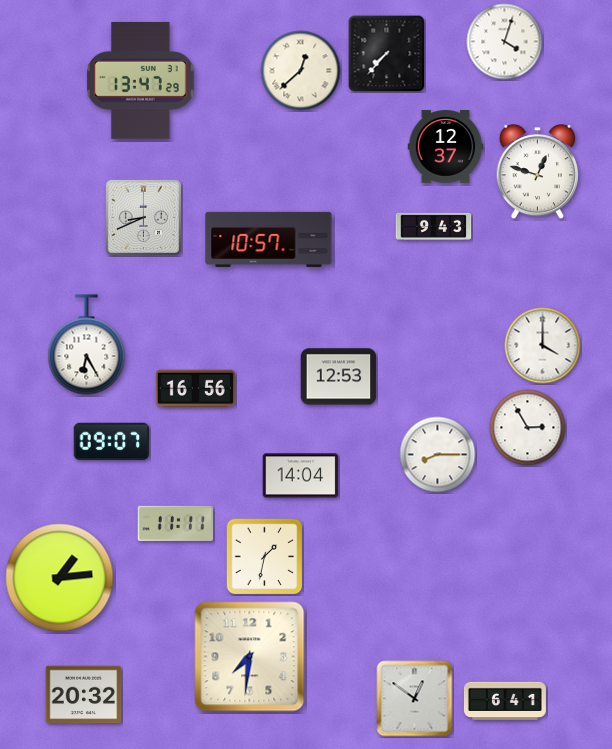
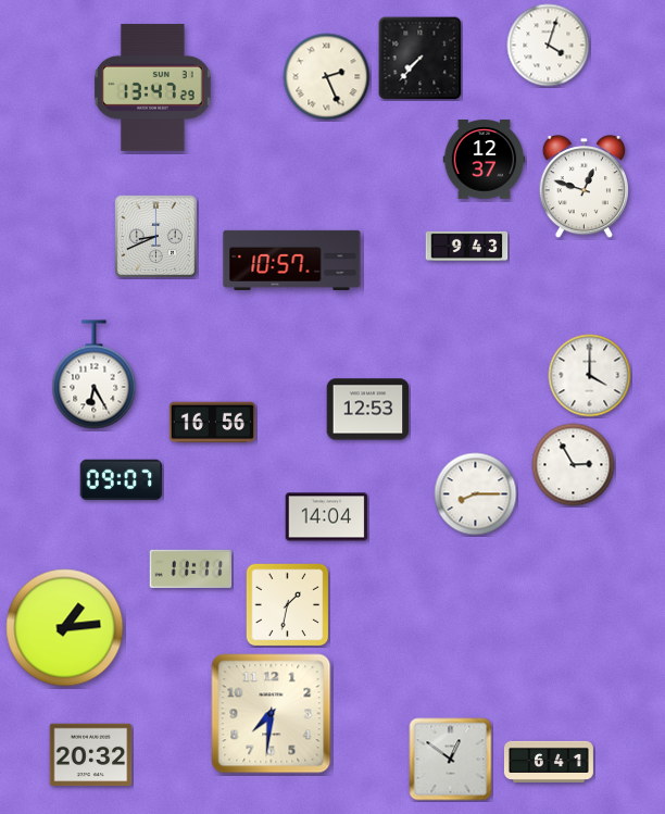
clock at (301, 71): 12:38 -> 2:26
clock at (434, 226) position: (434, 226) -> (467, 246)
